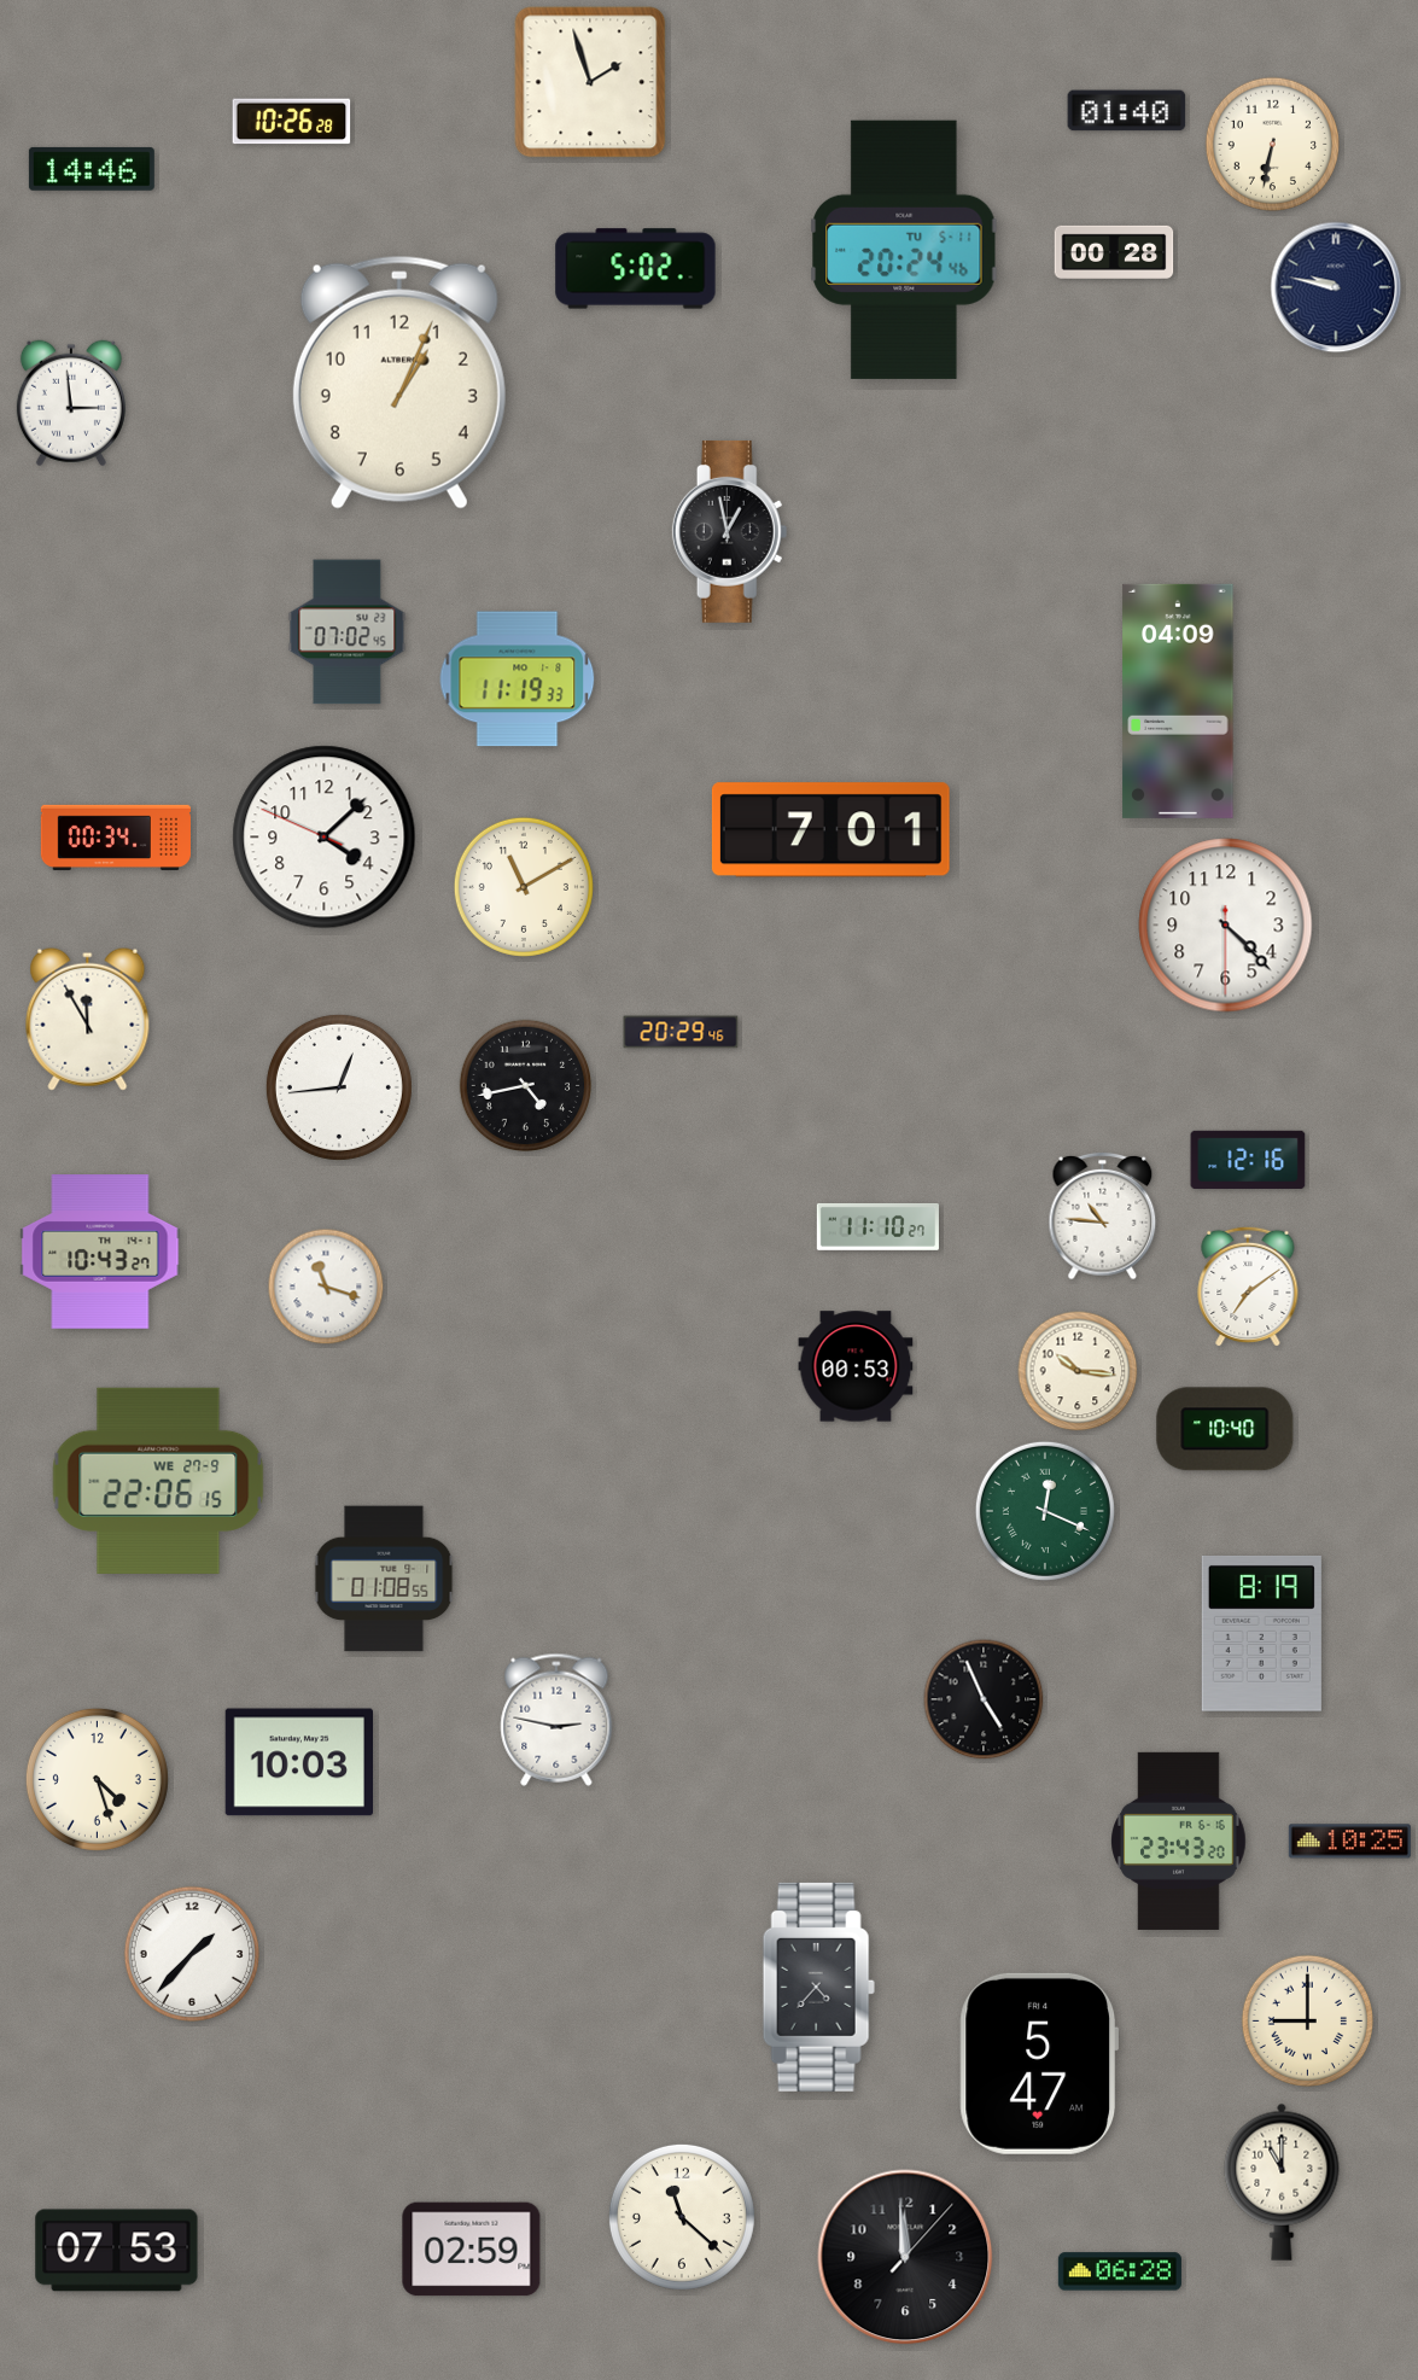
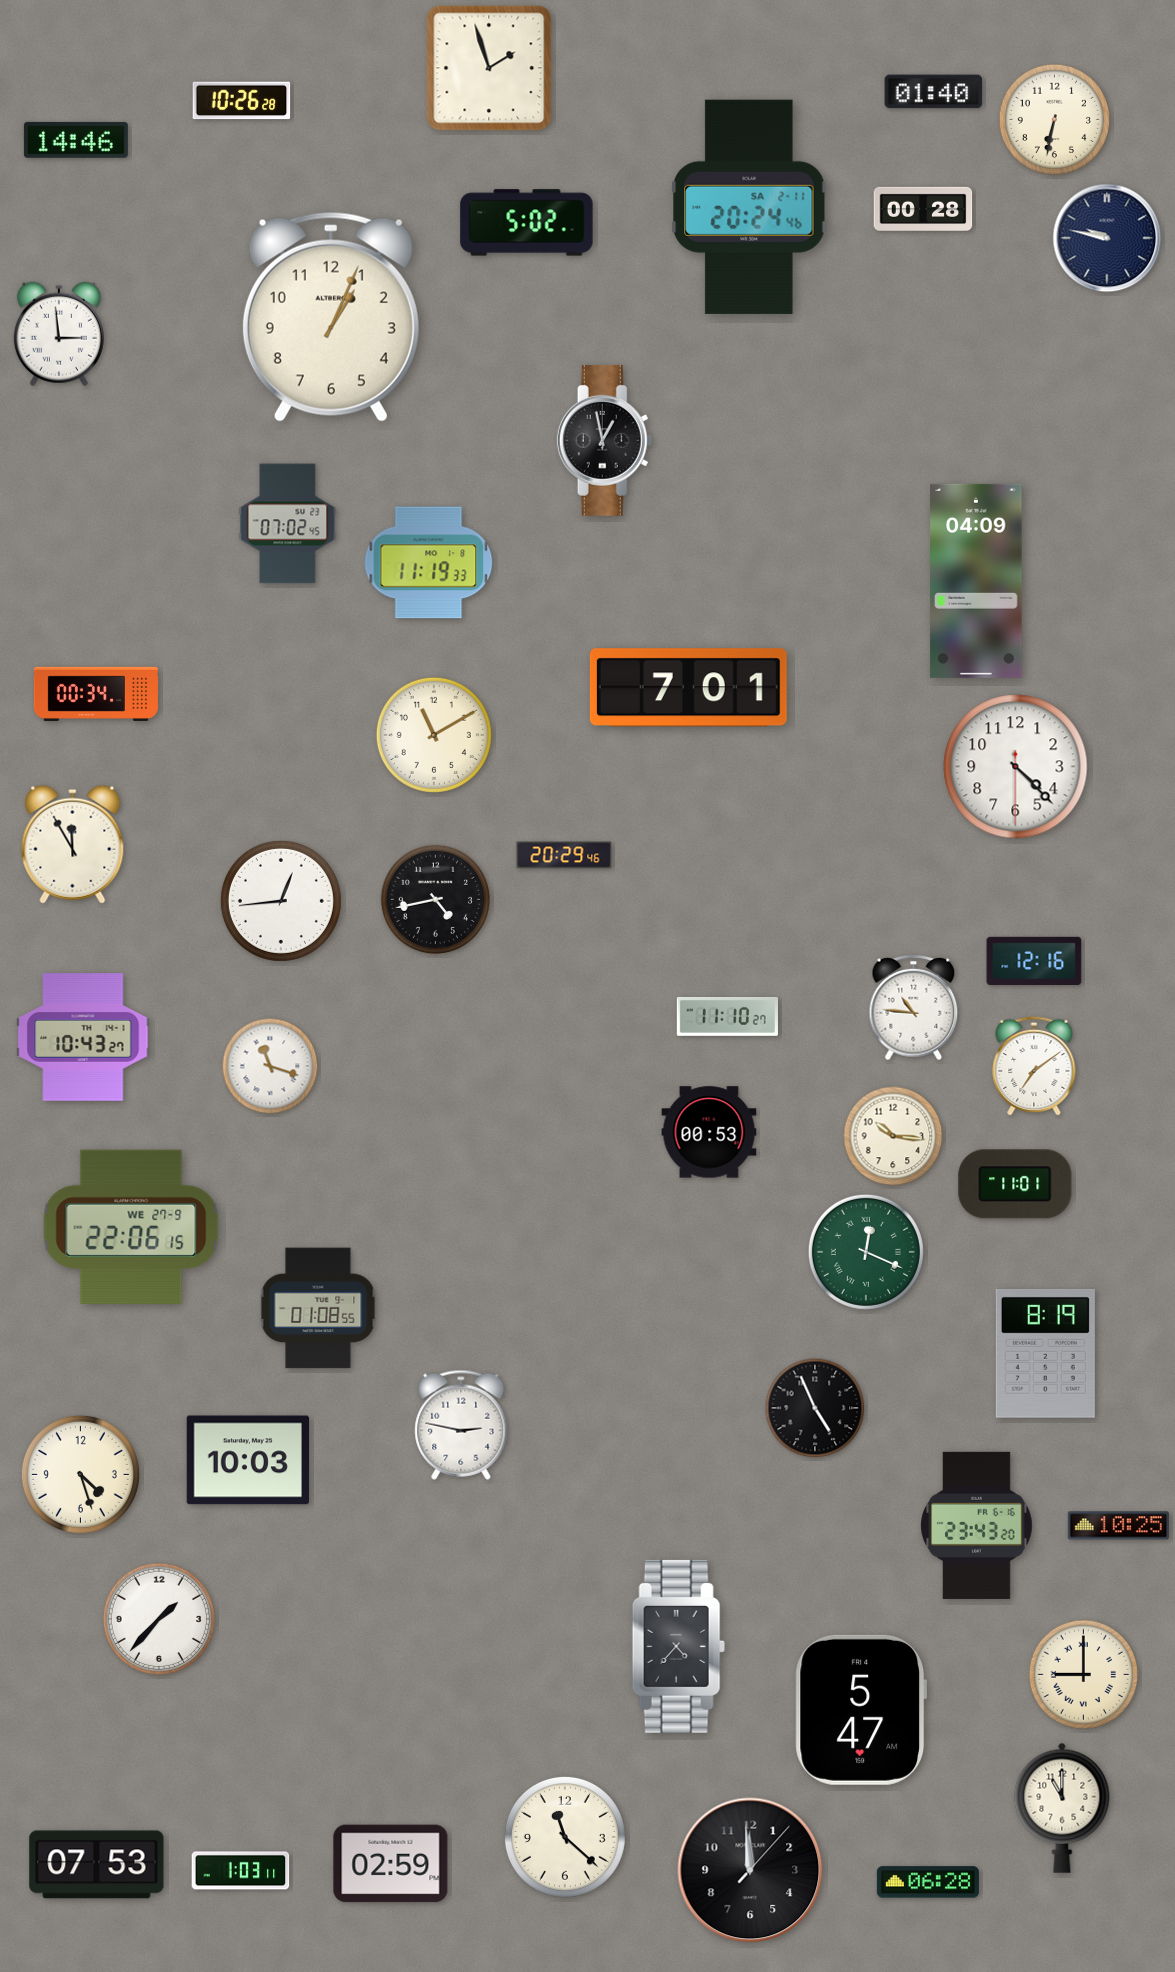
clock at (904, 250) date: TU 5-11 -> SA 2-11
clock at (325, 838): 4:07 -> none
clock at (1225, 1429): 10:40 -> 11:01
clock at (241, 1871): none -> 1:03
